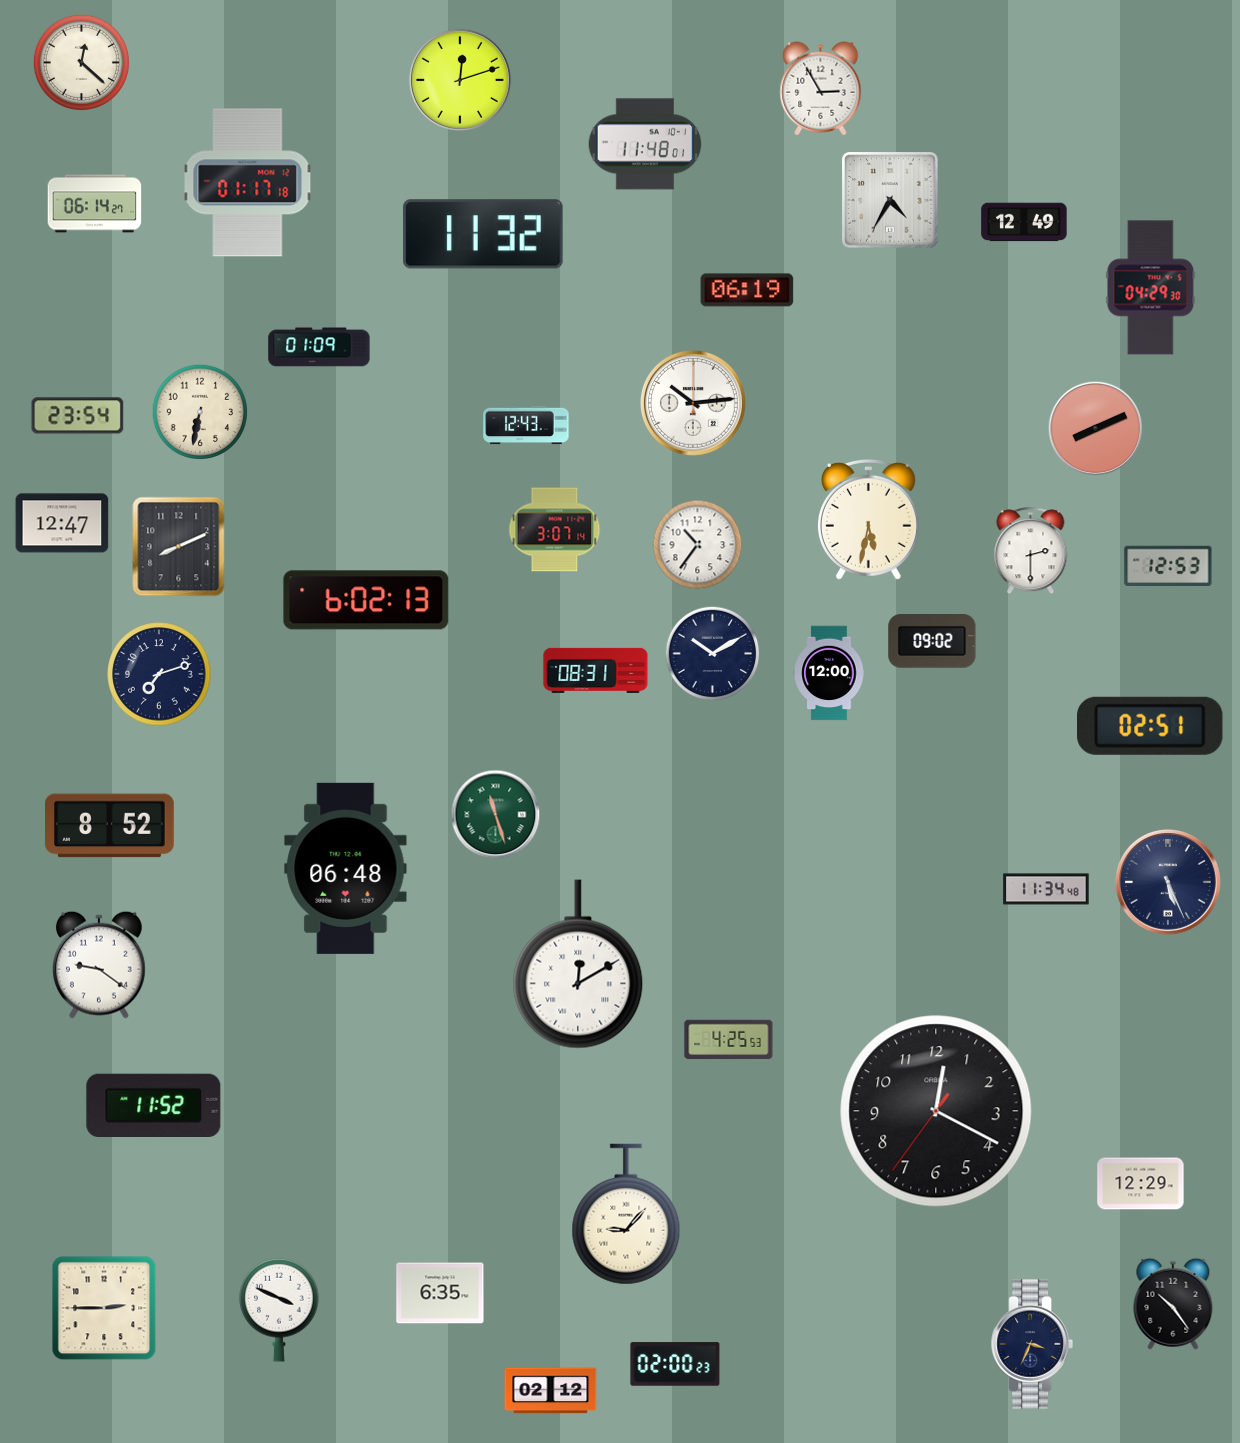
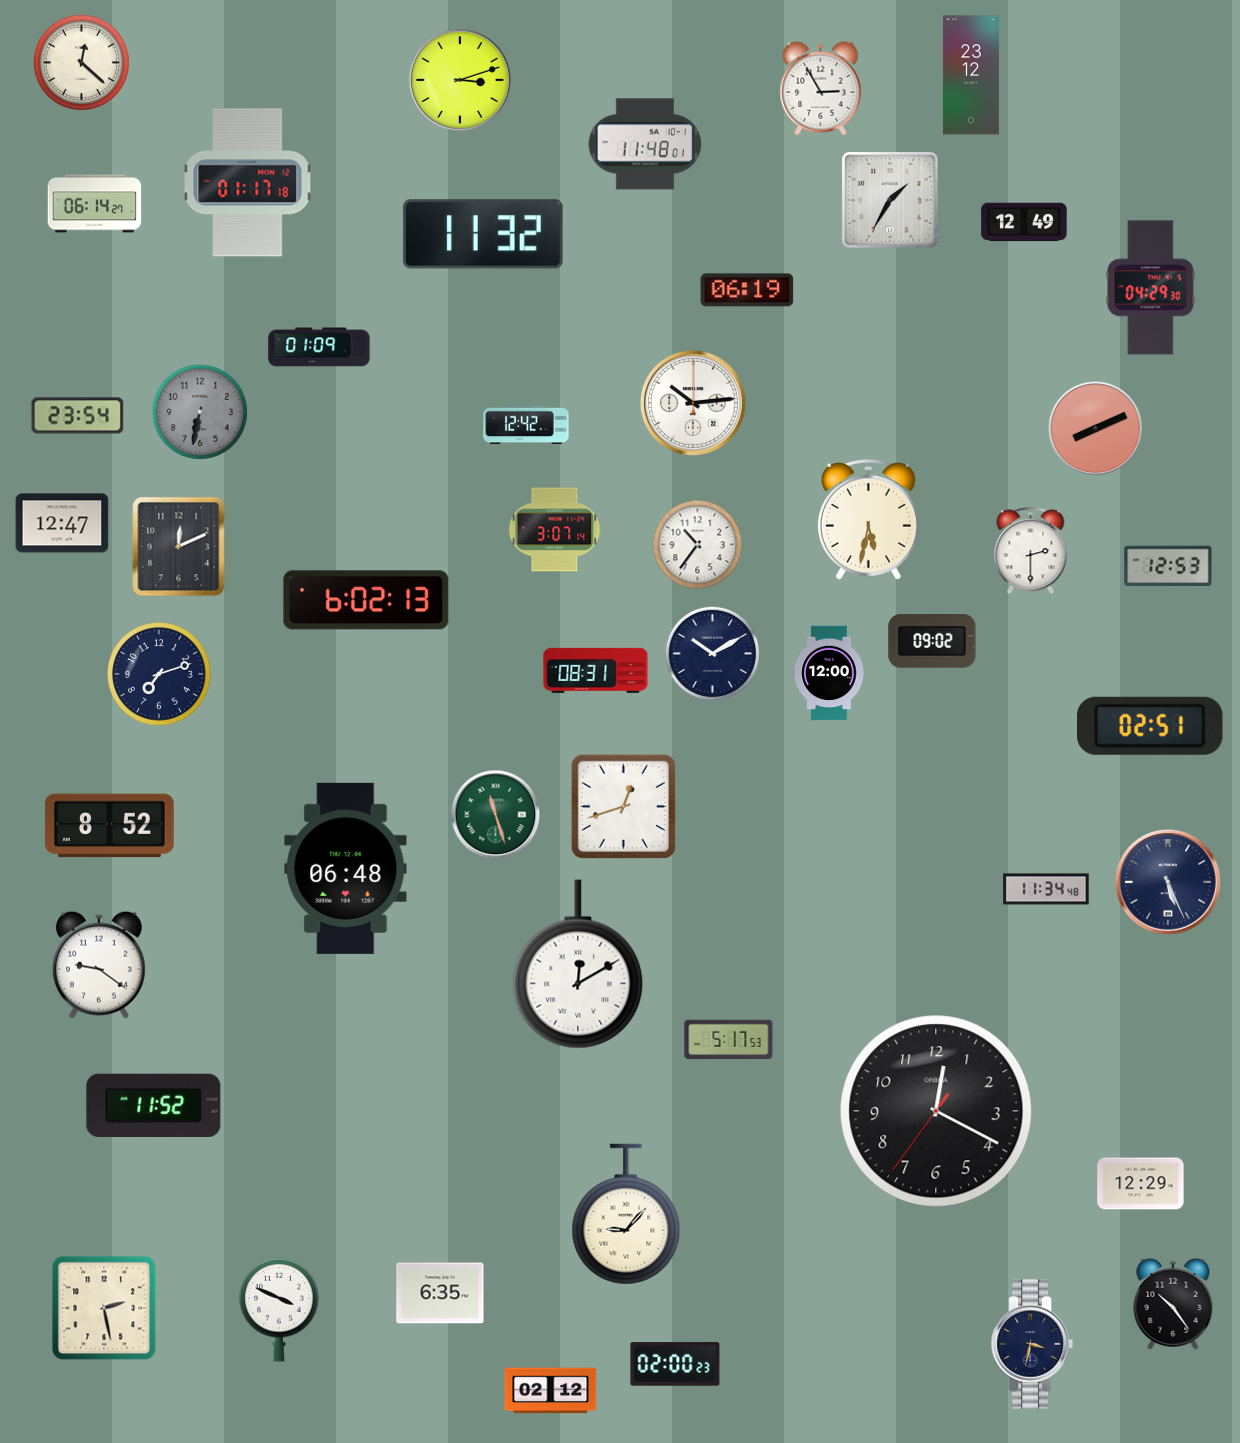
clock at (971, 75): none -> 23:12
clock at (460, 80): 12:12 -> 3:12
clock at (890, 200): 4:35 -> 1:35
clock at (199, 411) dial: cream -> grey
clock at (526, 425): 12:43 -> 12:42
clock at (179, 547): 8:11 -> 12:11
clock at (623, 806): none -> 12:42
clock at (729, 1040): 4:25 -> 5:17
clock at (104, 1308): 2:45 -> 2:28
clock at (1032, 1344): 3:34 -> 3:32
